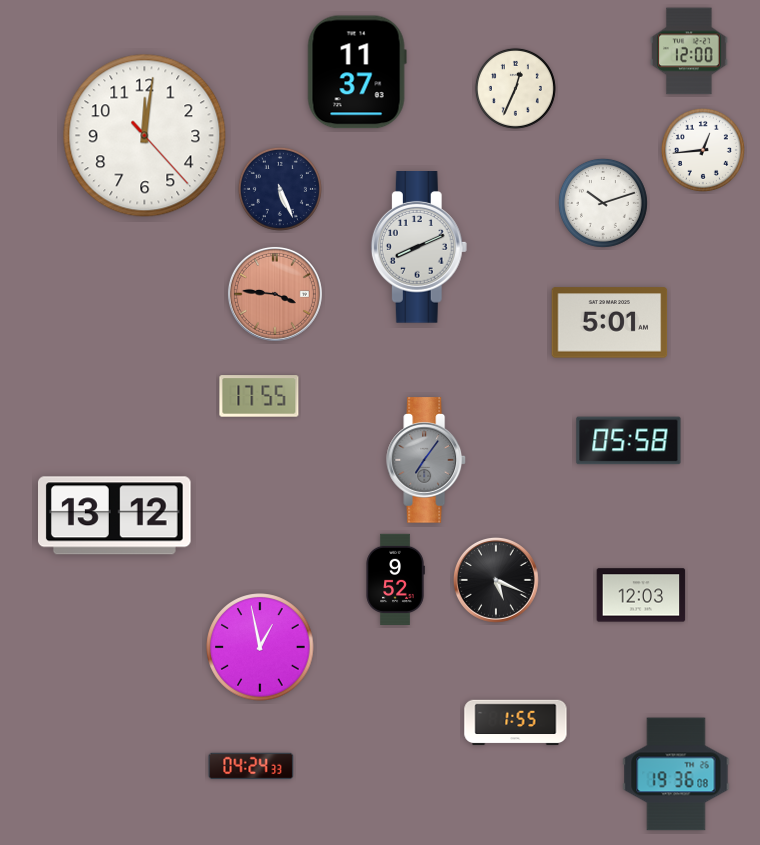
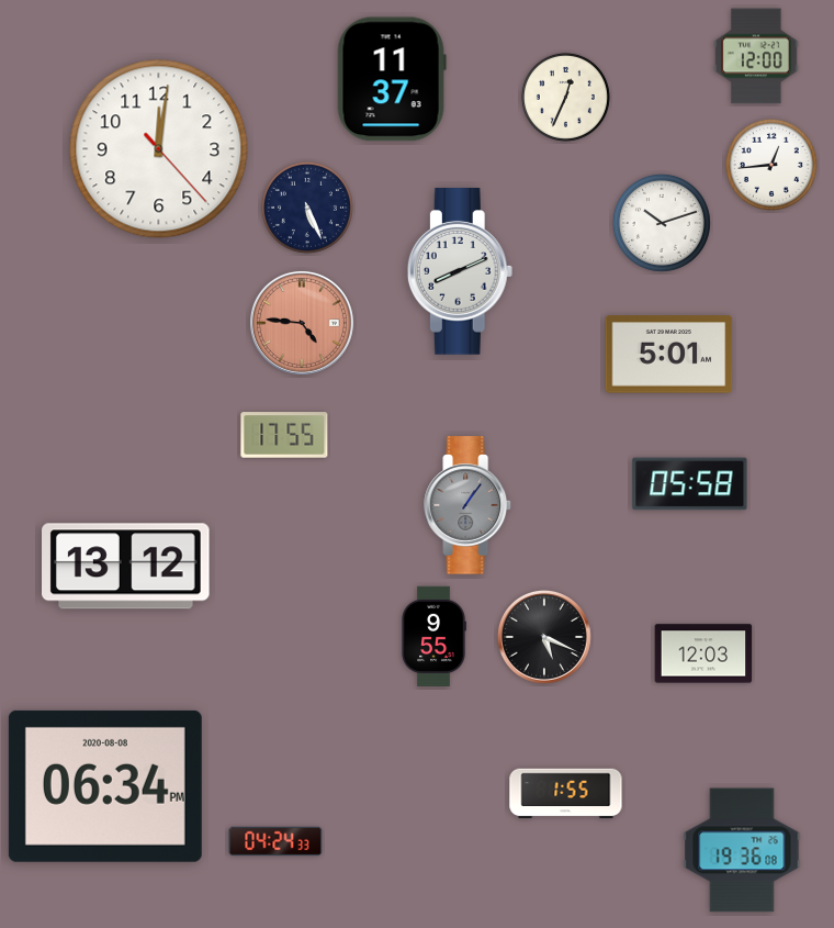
clock at (275, 294): 3:46 -> 4:46
clock at (427, 460): 7:06 -> 1:06
clock at (395, 580): 9:52 -> 9:55
clock at (260, 647): 12:58 -> none
clock at (105, 786): none -> 06:34
